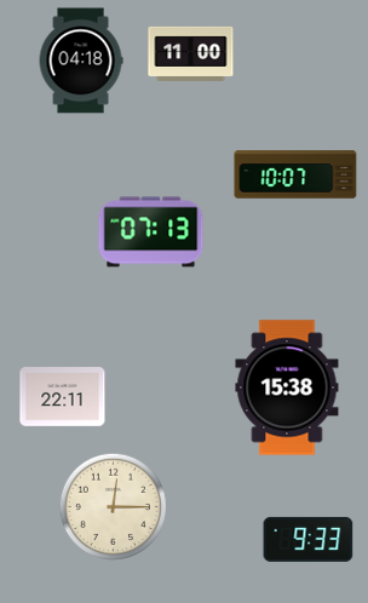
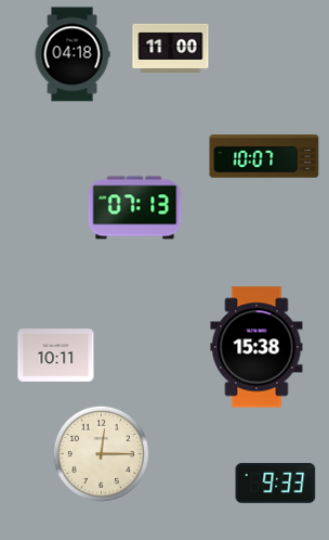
clock at (63, 397): 22:11 -> 10:11
